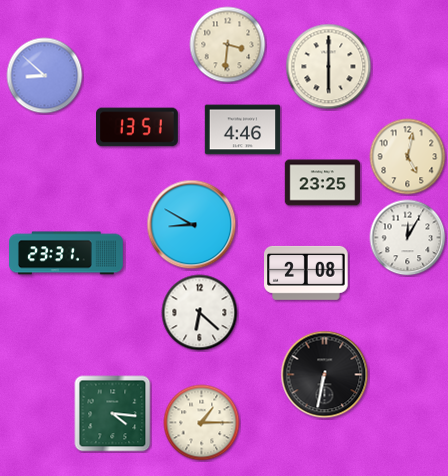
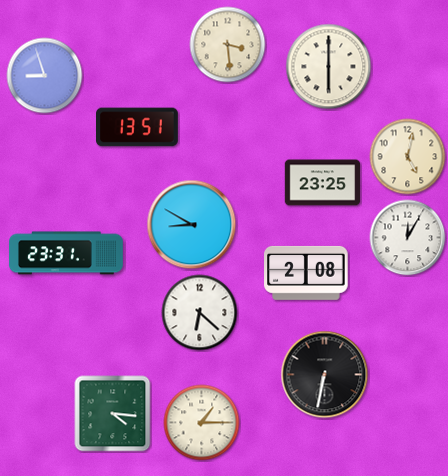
clock at (228, 45): 3:31 -> 3:29
clock at (45, 76): 8:52 -> 8:57
clock at (243, 130): 4:46 -> none
